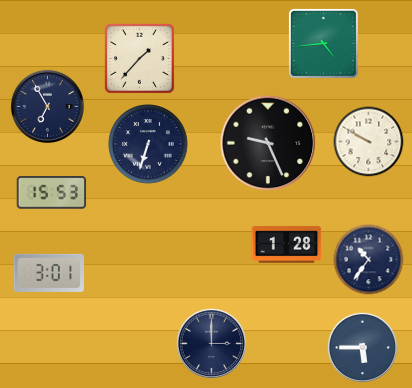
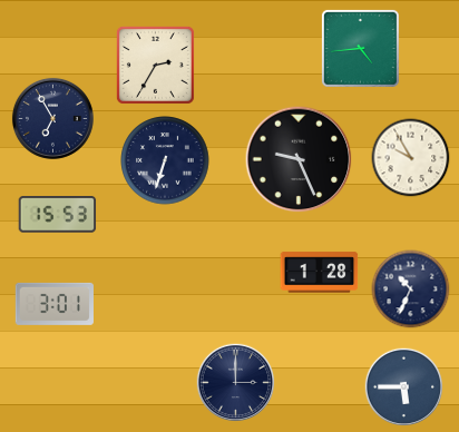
clock at (139, 58): 1:37 -> 2:35
clock at (369, 142): 9:50 -> 9:55
clock at (369, 260): 10:36 -> 10:34
